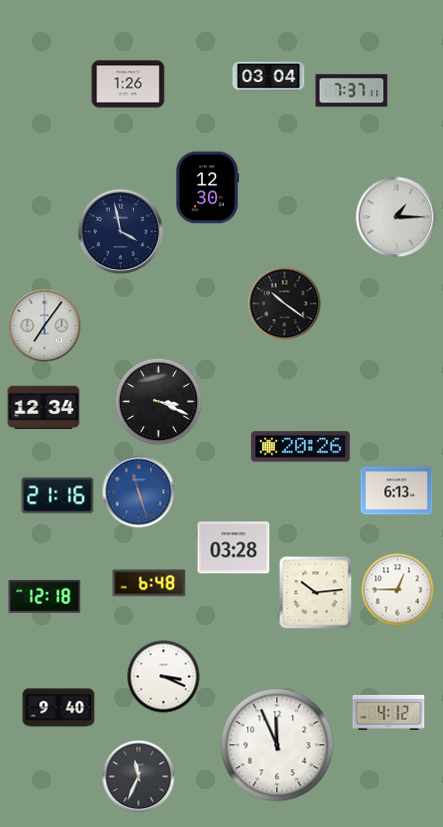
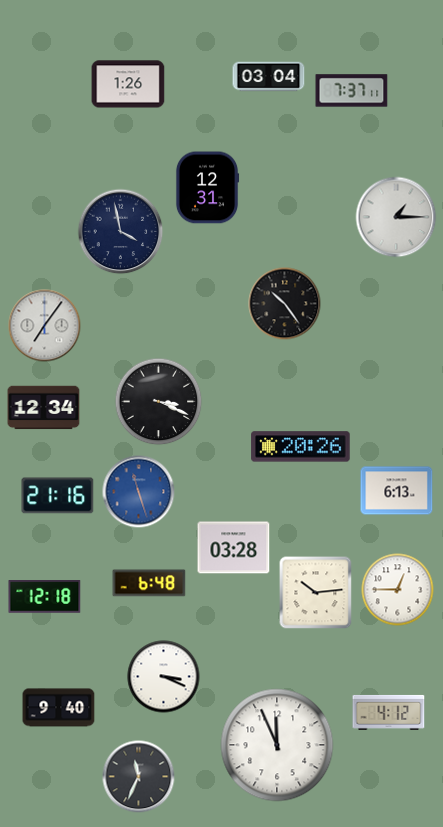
clock at (207, 188): 12:30 -> 12:31
clock at (285, 304): 10:21 -> 10:24
